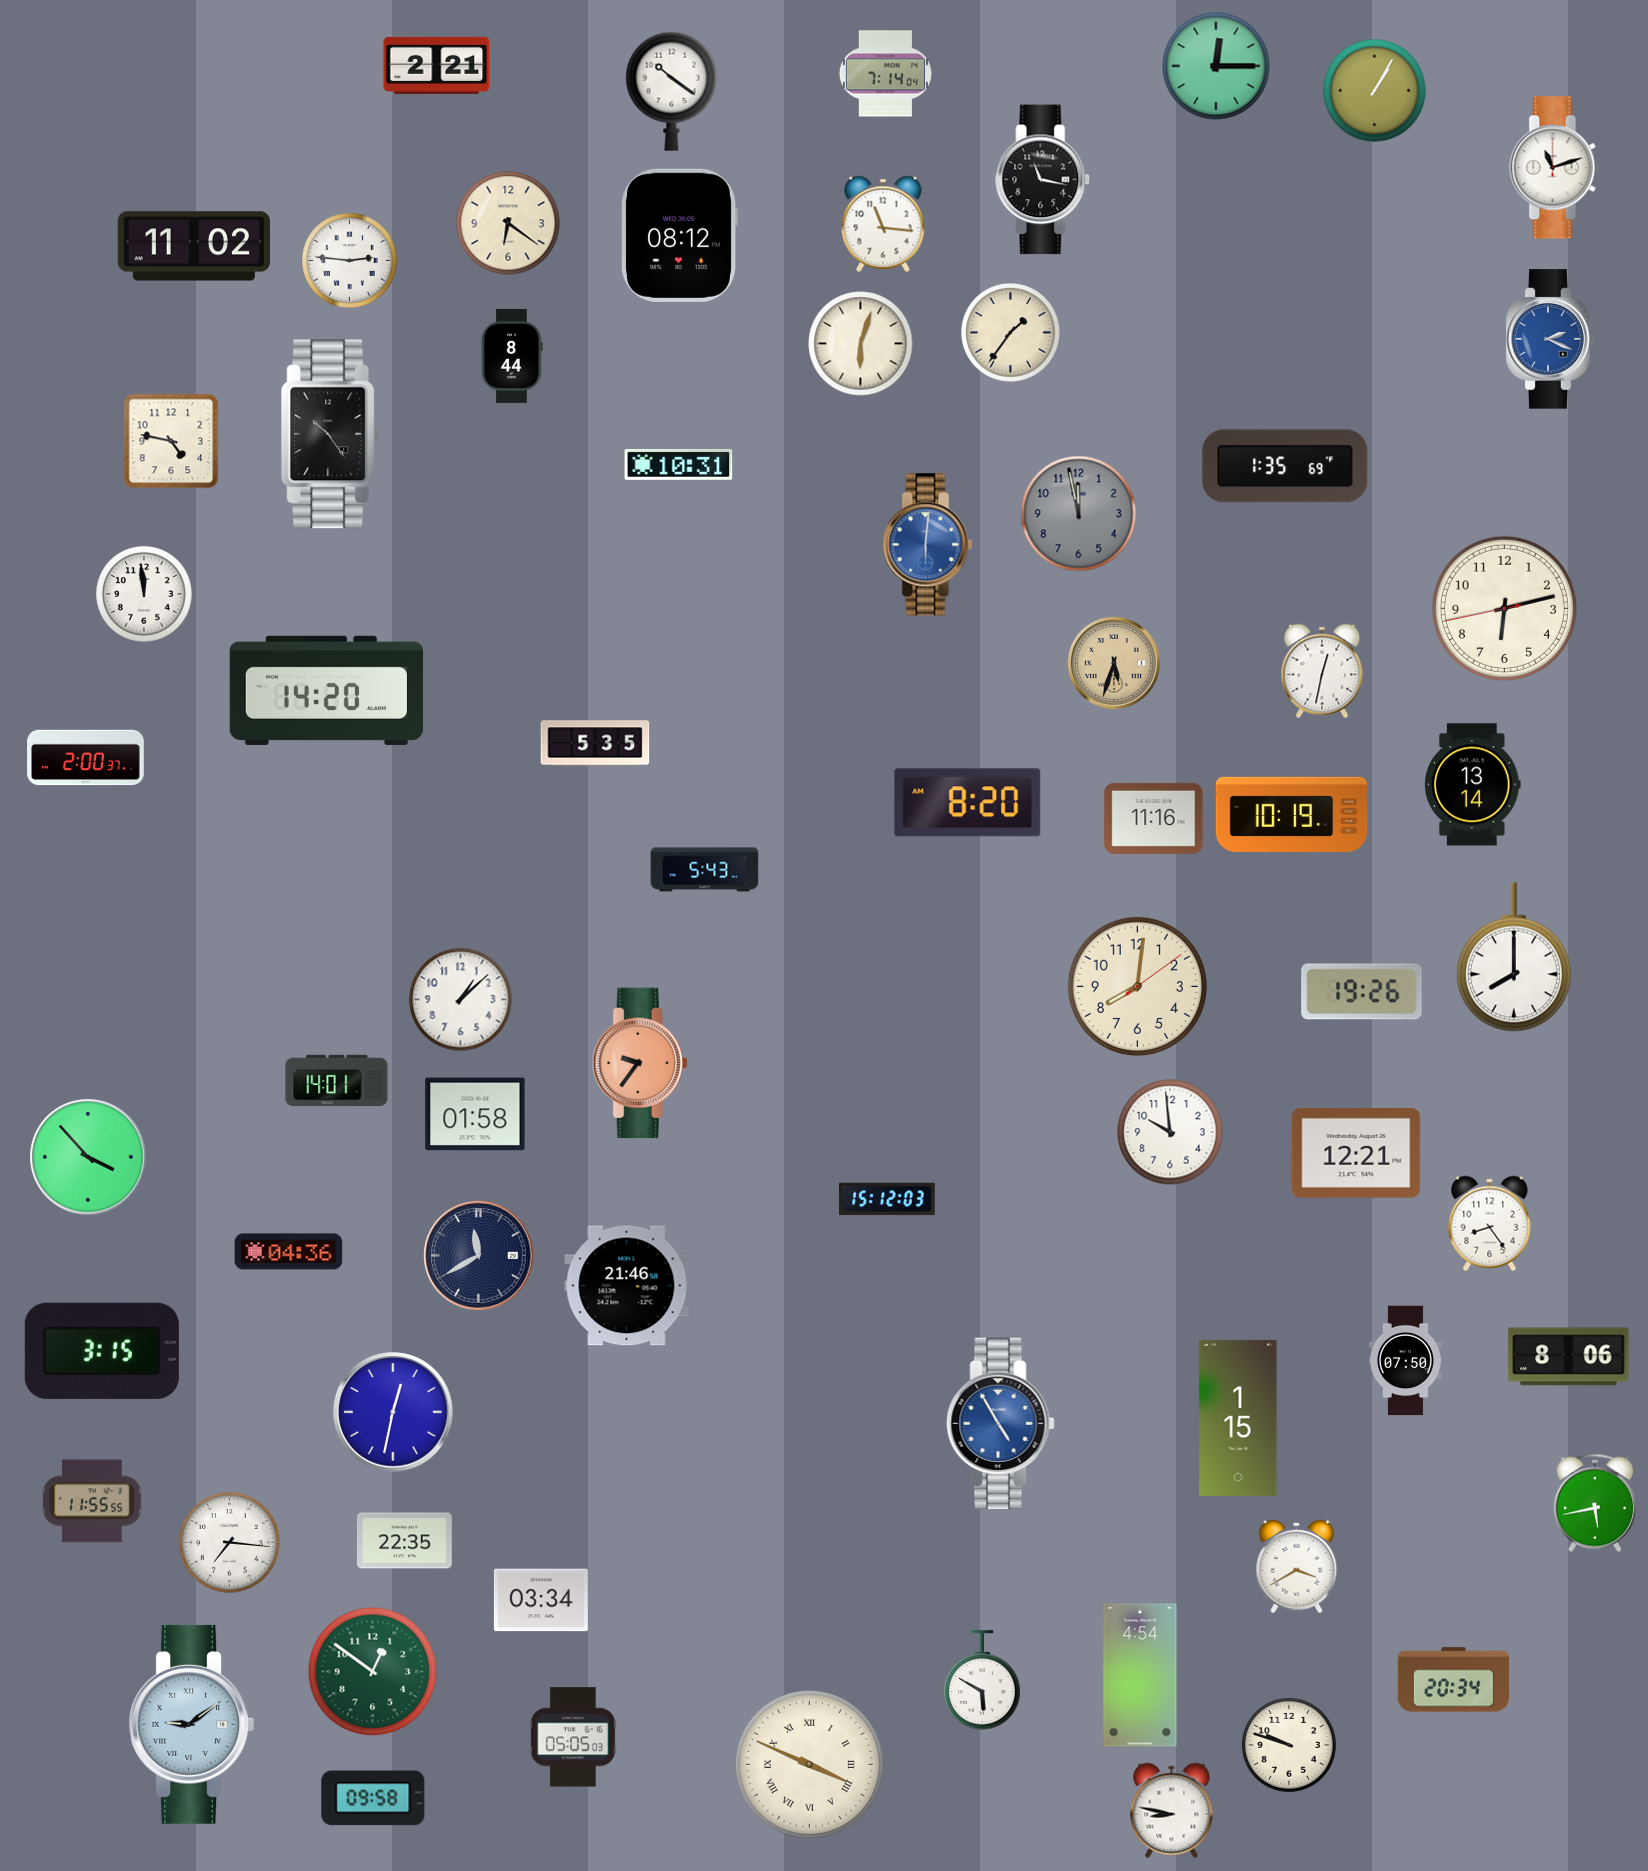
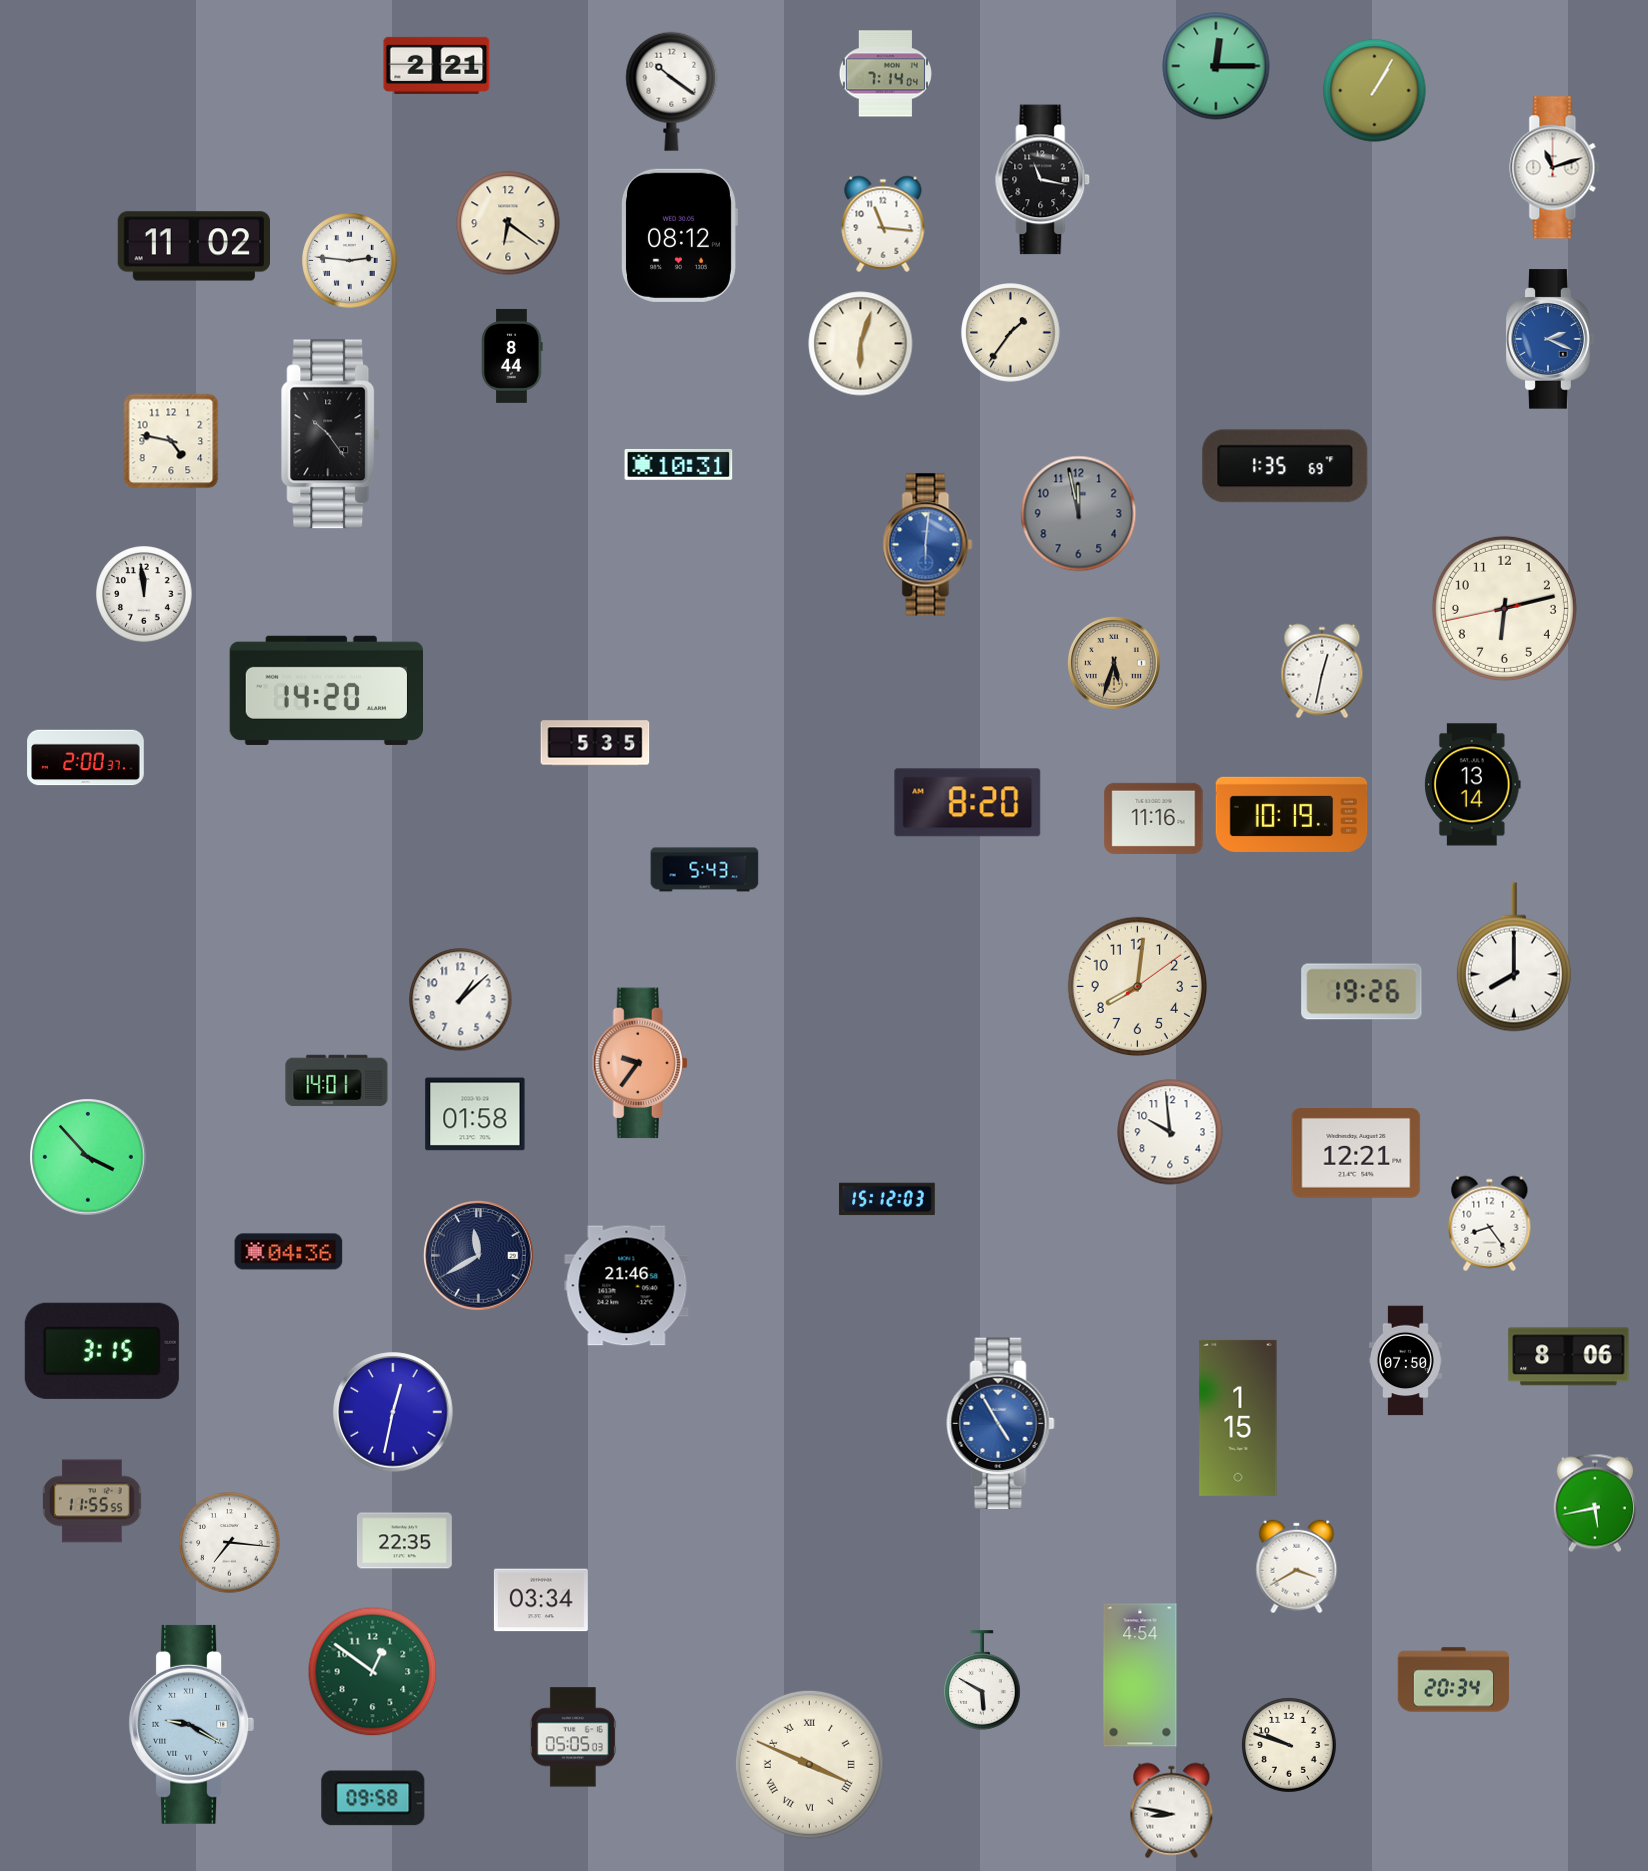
clock at (191, 1724): 9:09 -> 9:20
